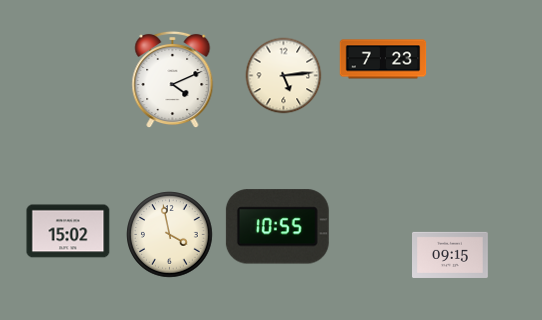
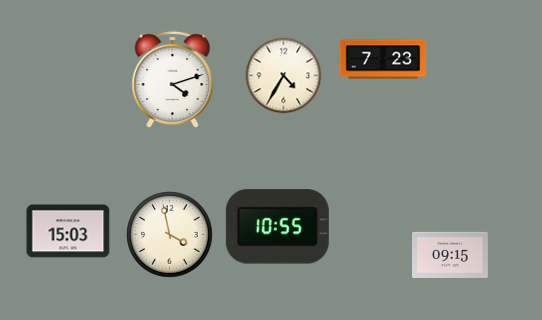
clock at (284, 76): 5:14 -> 4:35
clock at (173, 80): 4:11 -> 4:12
clock at (68, 231): 15:02 -> 15:03
